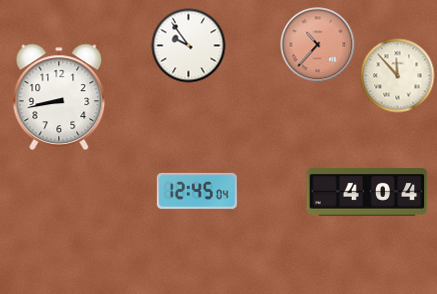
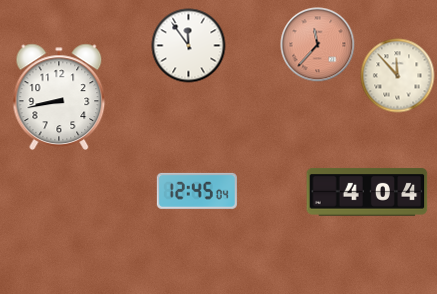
clock at (318, 45): 10:37 -> 11:37
clock at (189, 46): 9:54 -> 11:54
